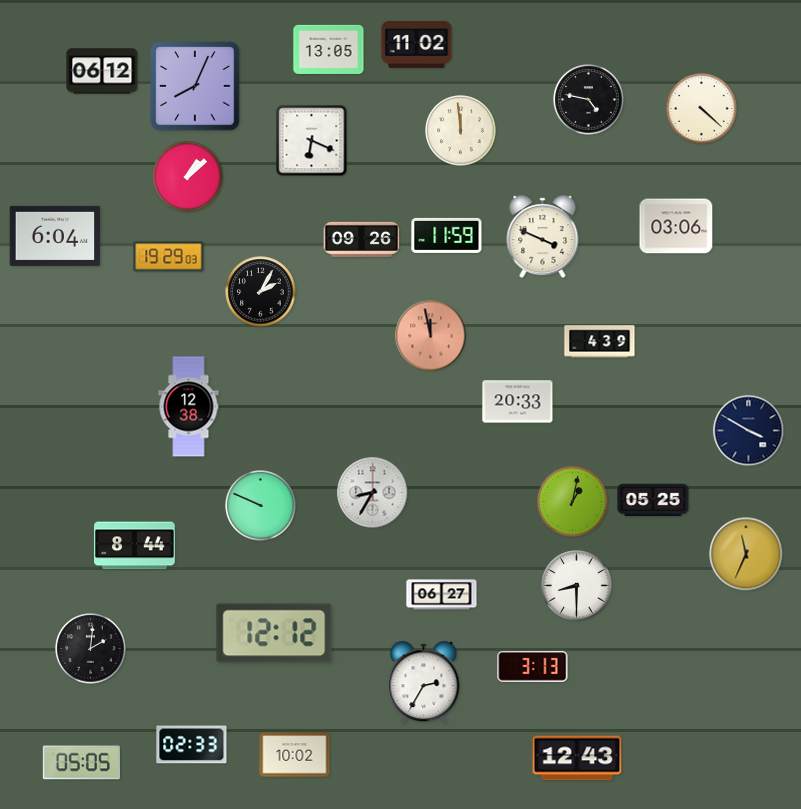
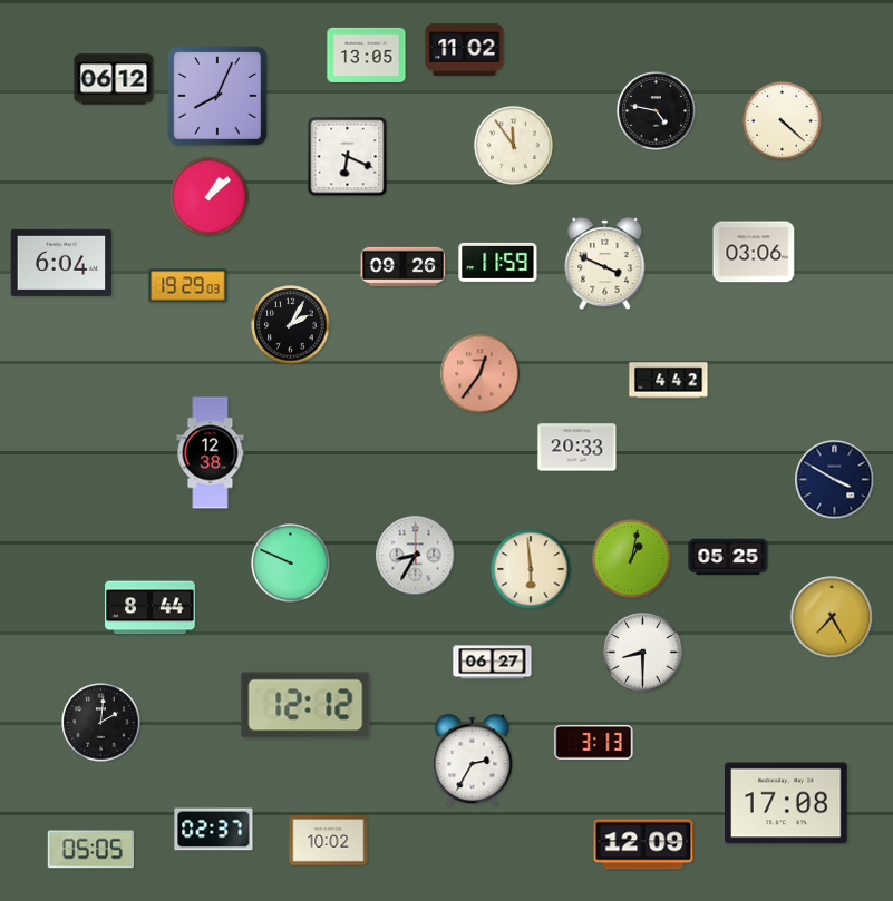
clock at (461, 131): 11:59 -> 11:54
clock at (431, 336): 11:58 -> 12:36
clock at (600, 342): 4:39 -> 4:42
clock at (373, 493) position: (373, 493) -> (416, 556)
clock at (573, 502) position: (573, 502) -> (632, 559)
clock at (531, 569): none -> 5:59
clock at (746, 554): 11:34 -> 7:25
clock at (786, 803): none -> 17:08
clock at (192, 745): 02:33 -> 02:37
clock at (577, 758): 12:43 -> 12:09
